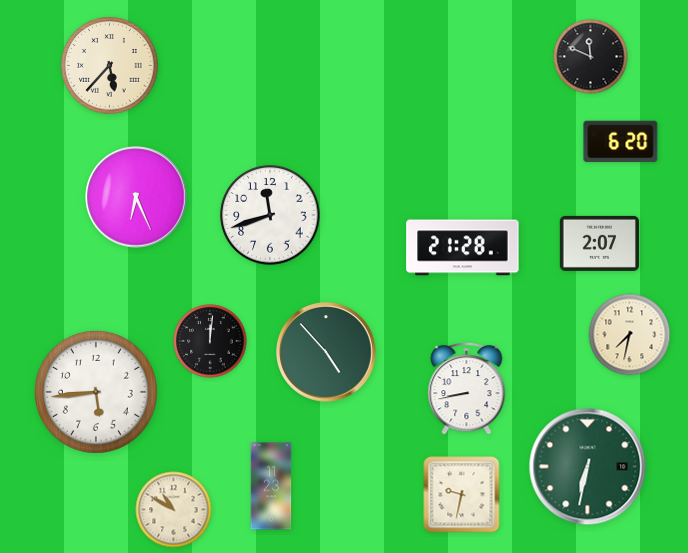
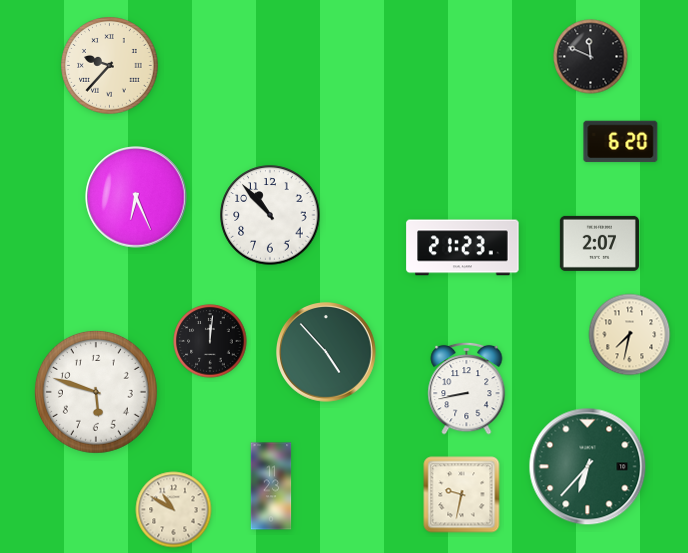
clock at (110, 66): 5:37 -> 9:37
clock at (270, 215): 11:42 -> 10:53
clock at (463, 248): 21:28 -> 21:23
clock at (96, 392): 5:44 -> 5:48
clock at (588, 467): 6:32 -> 6:37
